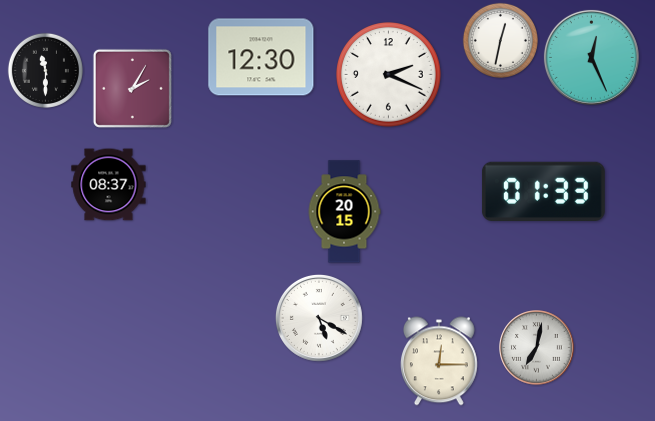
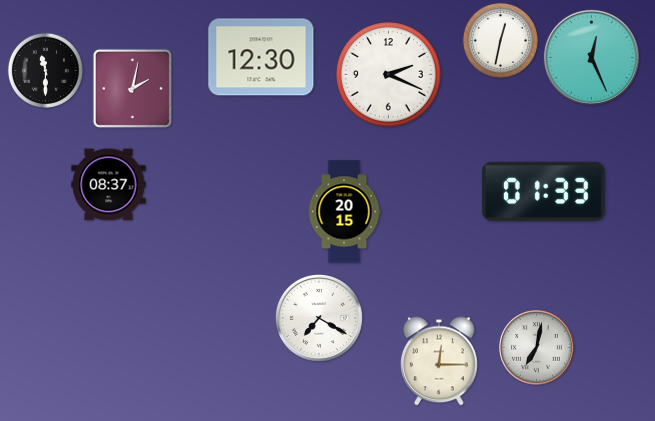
clock at (132, 88): 2:05 -> 2:02
clock at (319, 318): 5:20 -> 7:20
